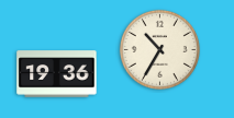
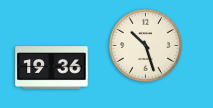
clock at (159, 49): 10:35 -> 10:27
